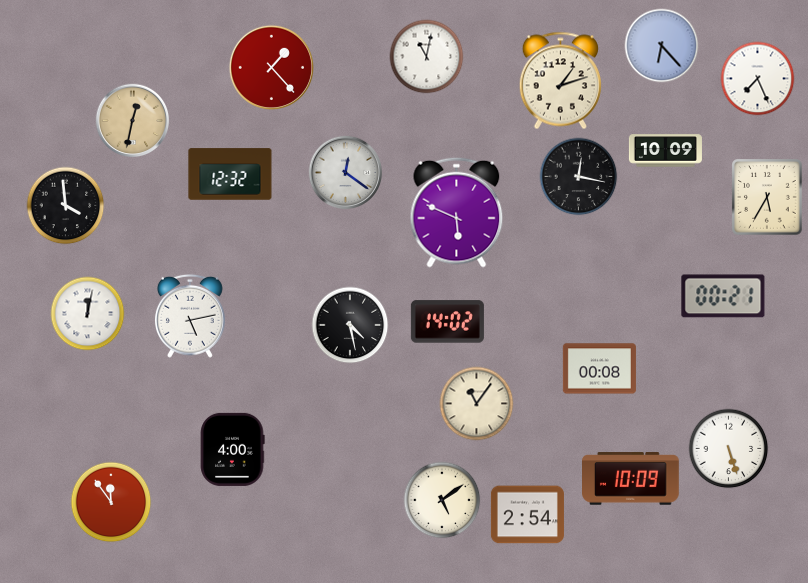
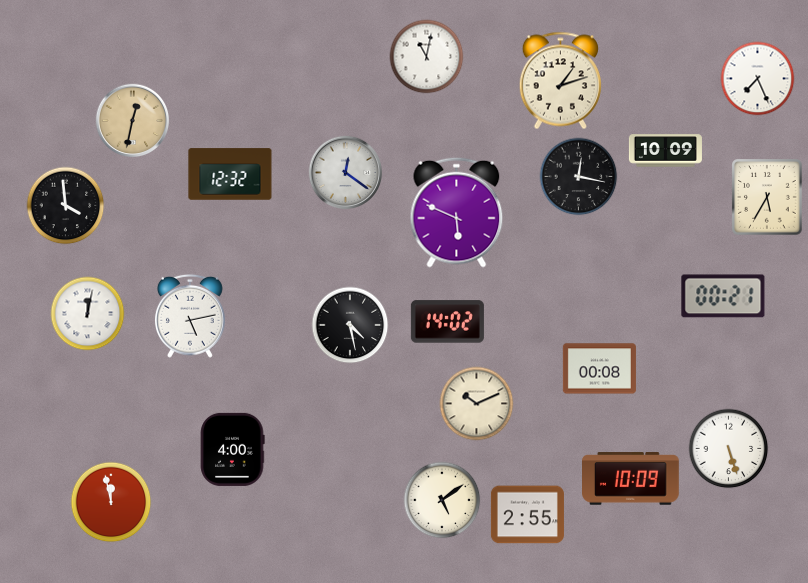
clock at (662, 46): 6:23 -> none
clock at (271, 67): 1:23 -> none
clock at (477, 404): 11:06 -> 10:11
clock at (111, 502): 11:54 -> 11:58
clock at (527, 515): 2:54 -> 2:55
